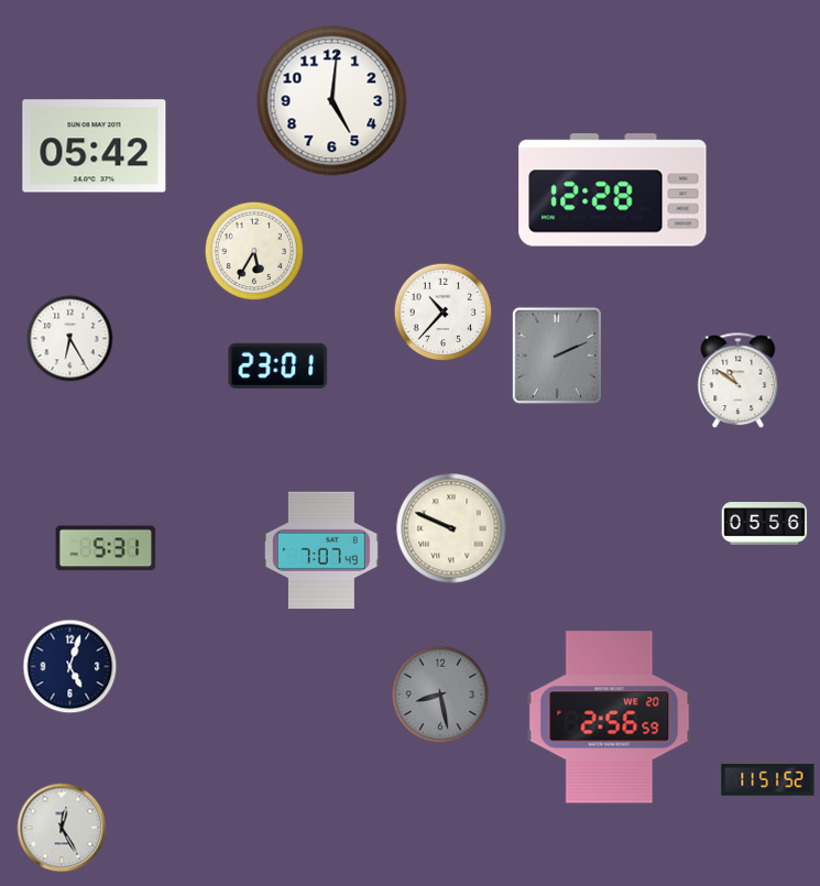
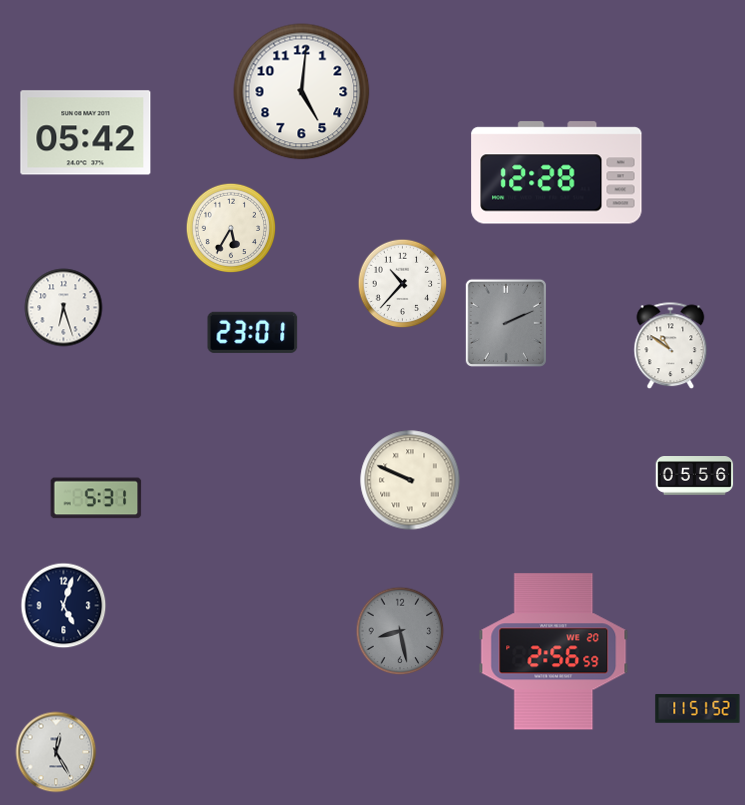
clock at (70, 339): 6:25 -> 6:27
clock at (321, 550): 7:07 -> none
